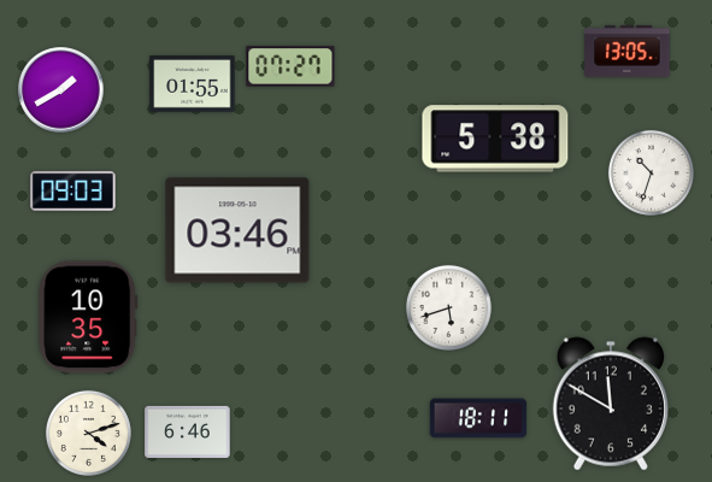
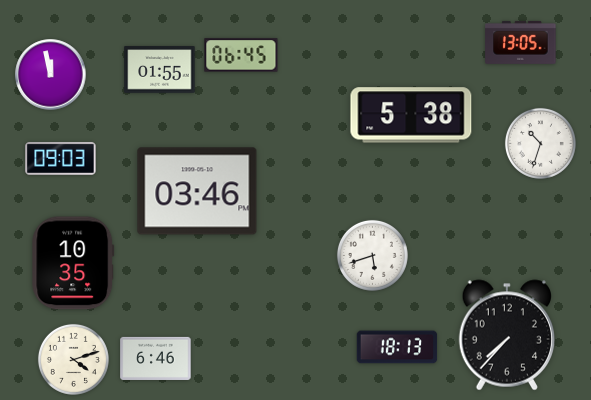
clock at (290, 66): 07:27 -> 06:45
clock at (61, 90): 1:40 -> 11:58
clock at (610, 404): 11:50 -> 7:37
clock at (478, 418): 18:11 -> 18:13
